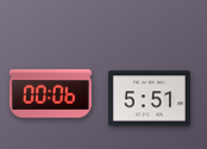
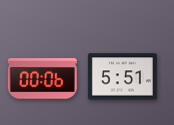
clock at (149, 99) position: (149, 99) -> (122, 77)
